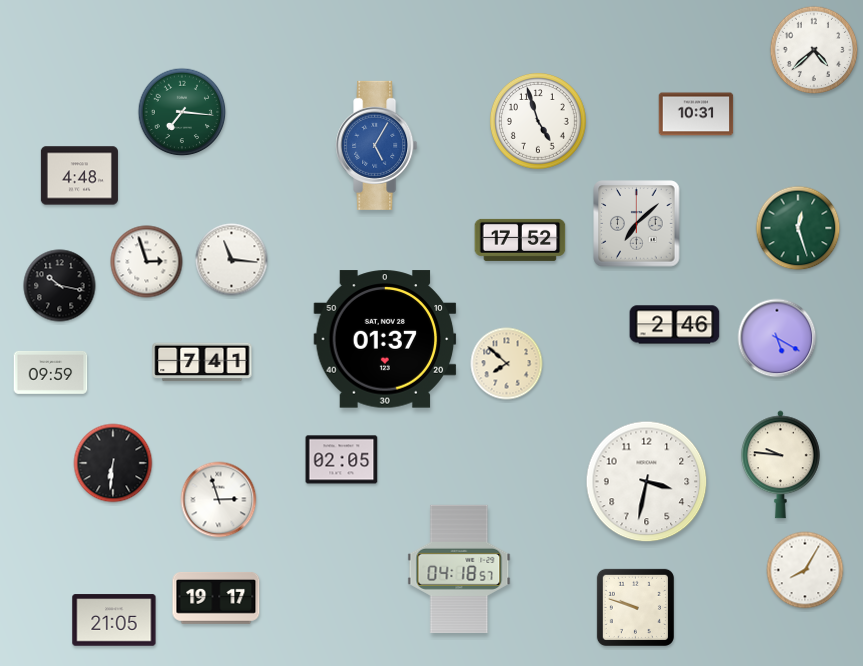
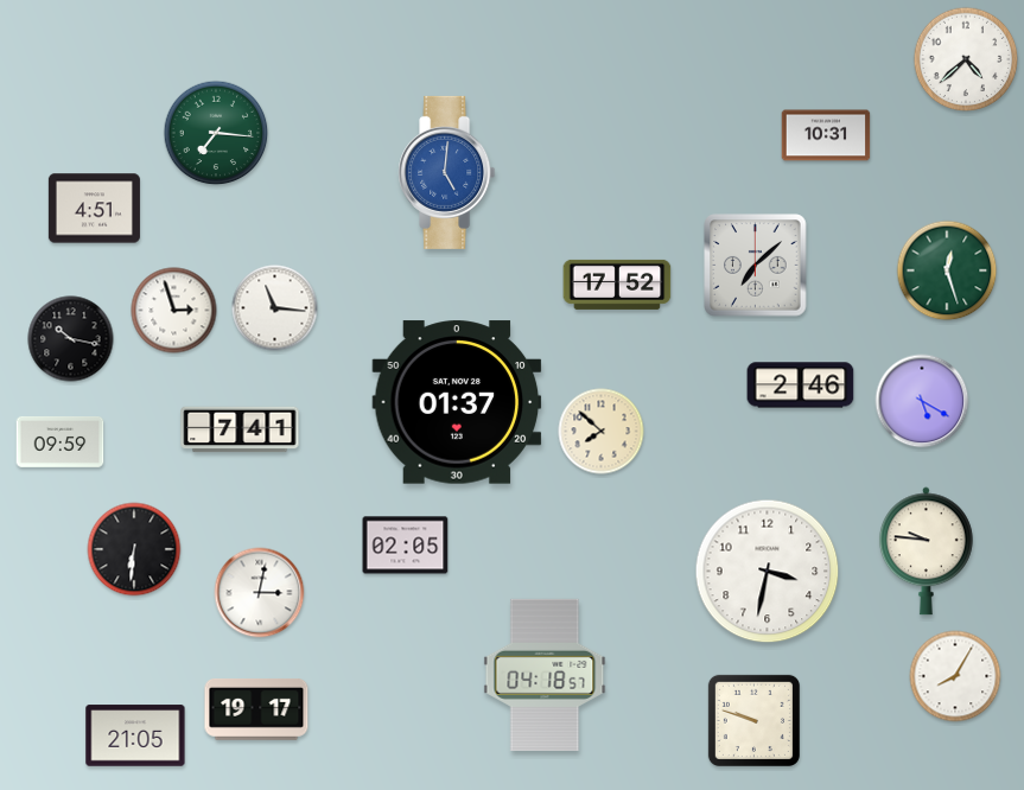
clock at (538, 121): 4:57 -> none
clock at (377, 145): 5:05 -> 5:01
clock at (79, 176): 4:48 -> 4:51
clock at (219, 500): 2:57 -> 3:02
